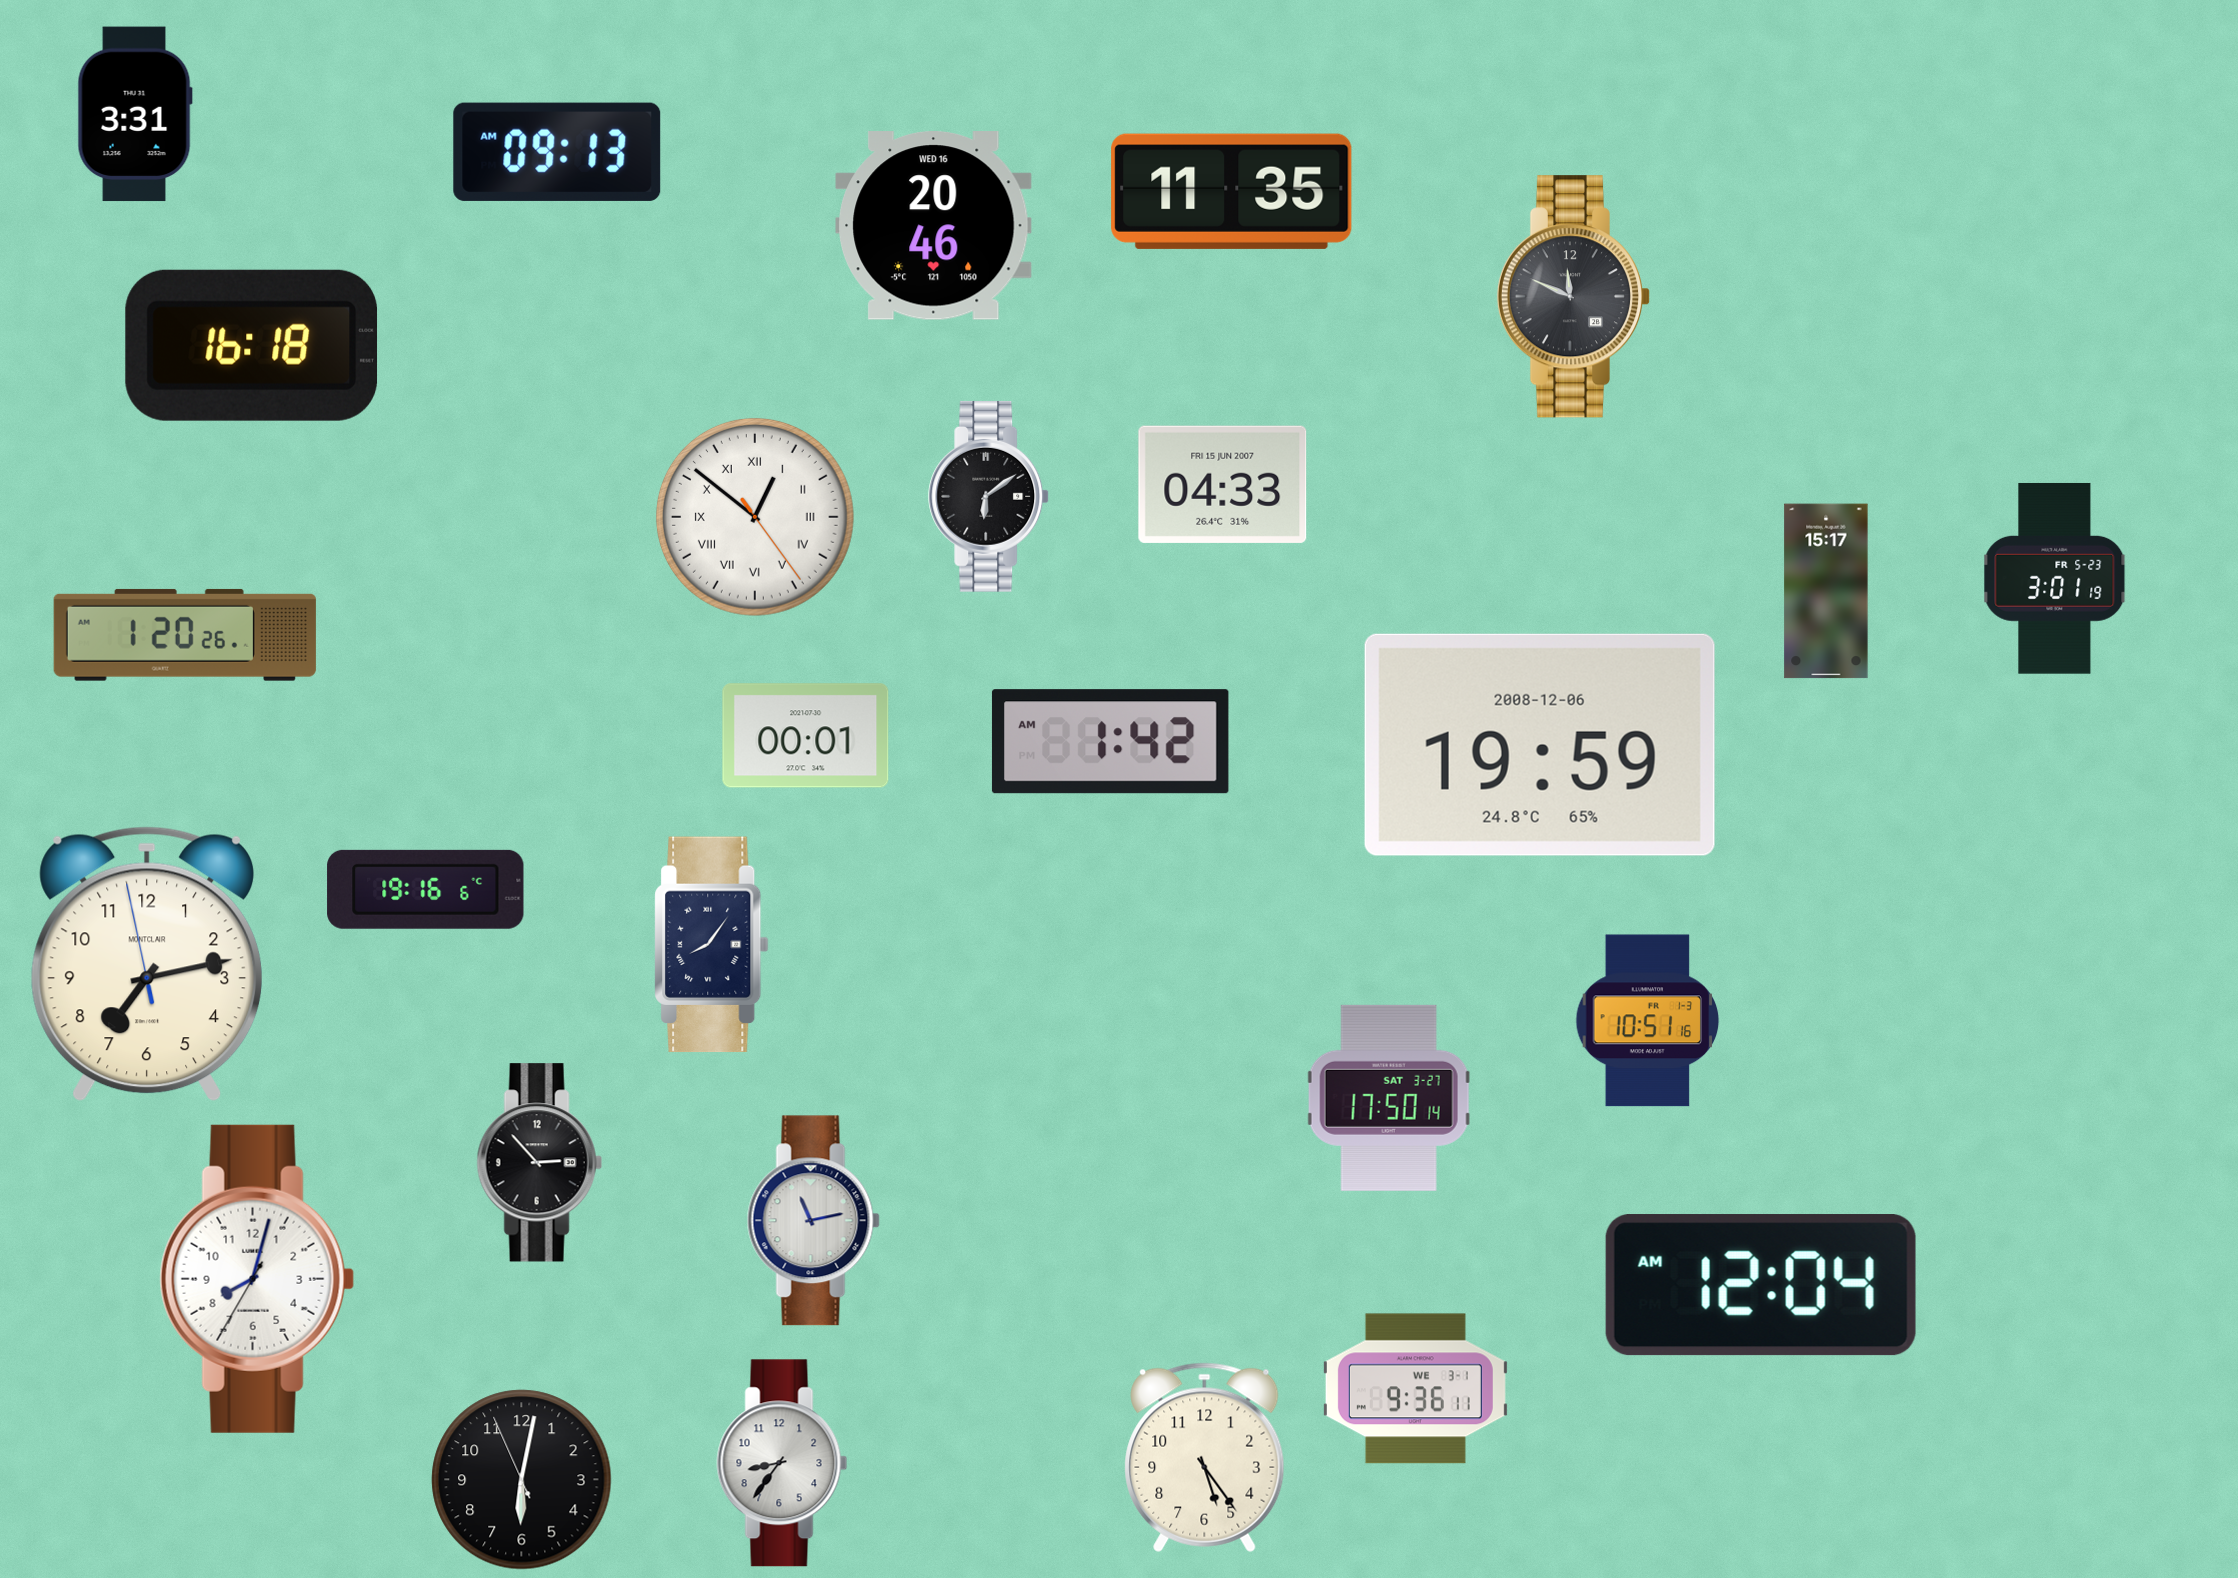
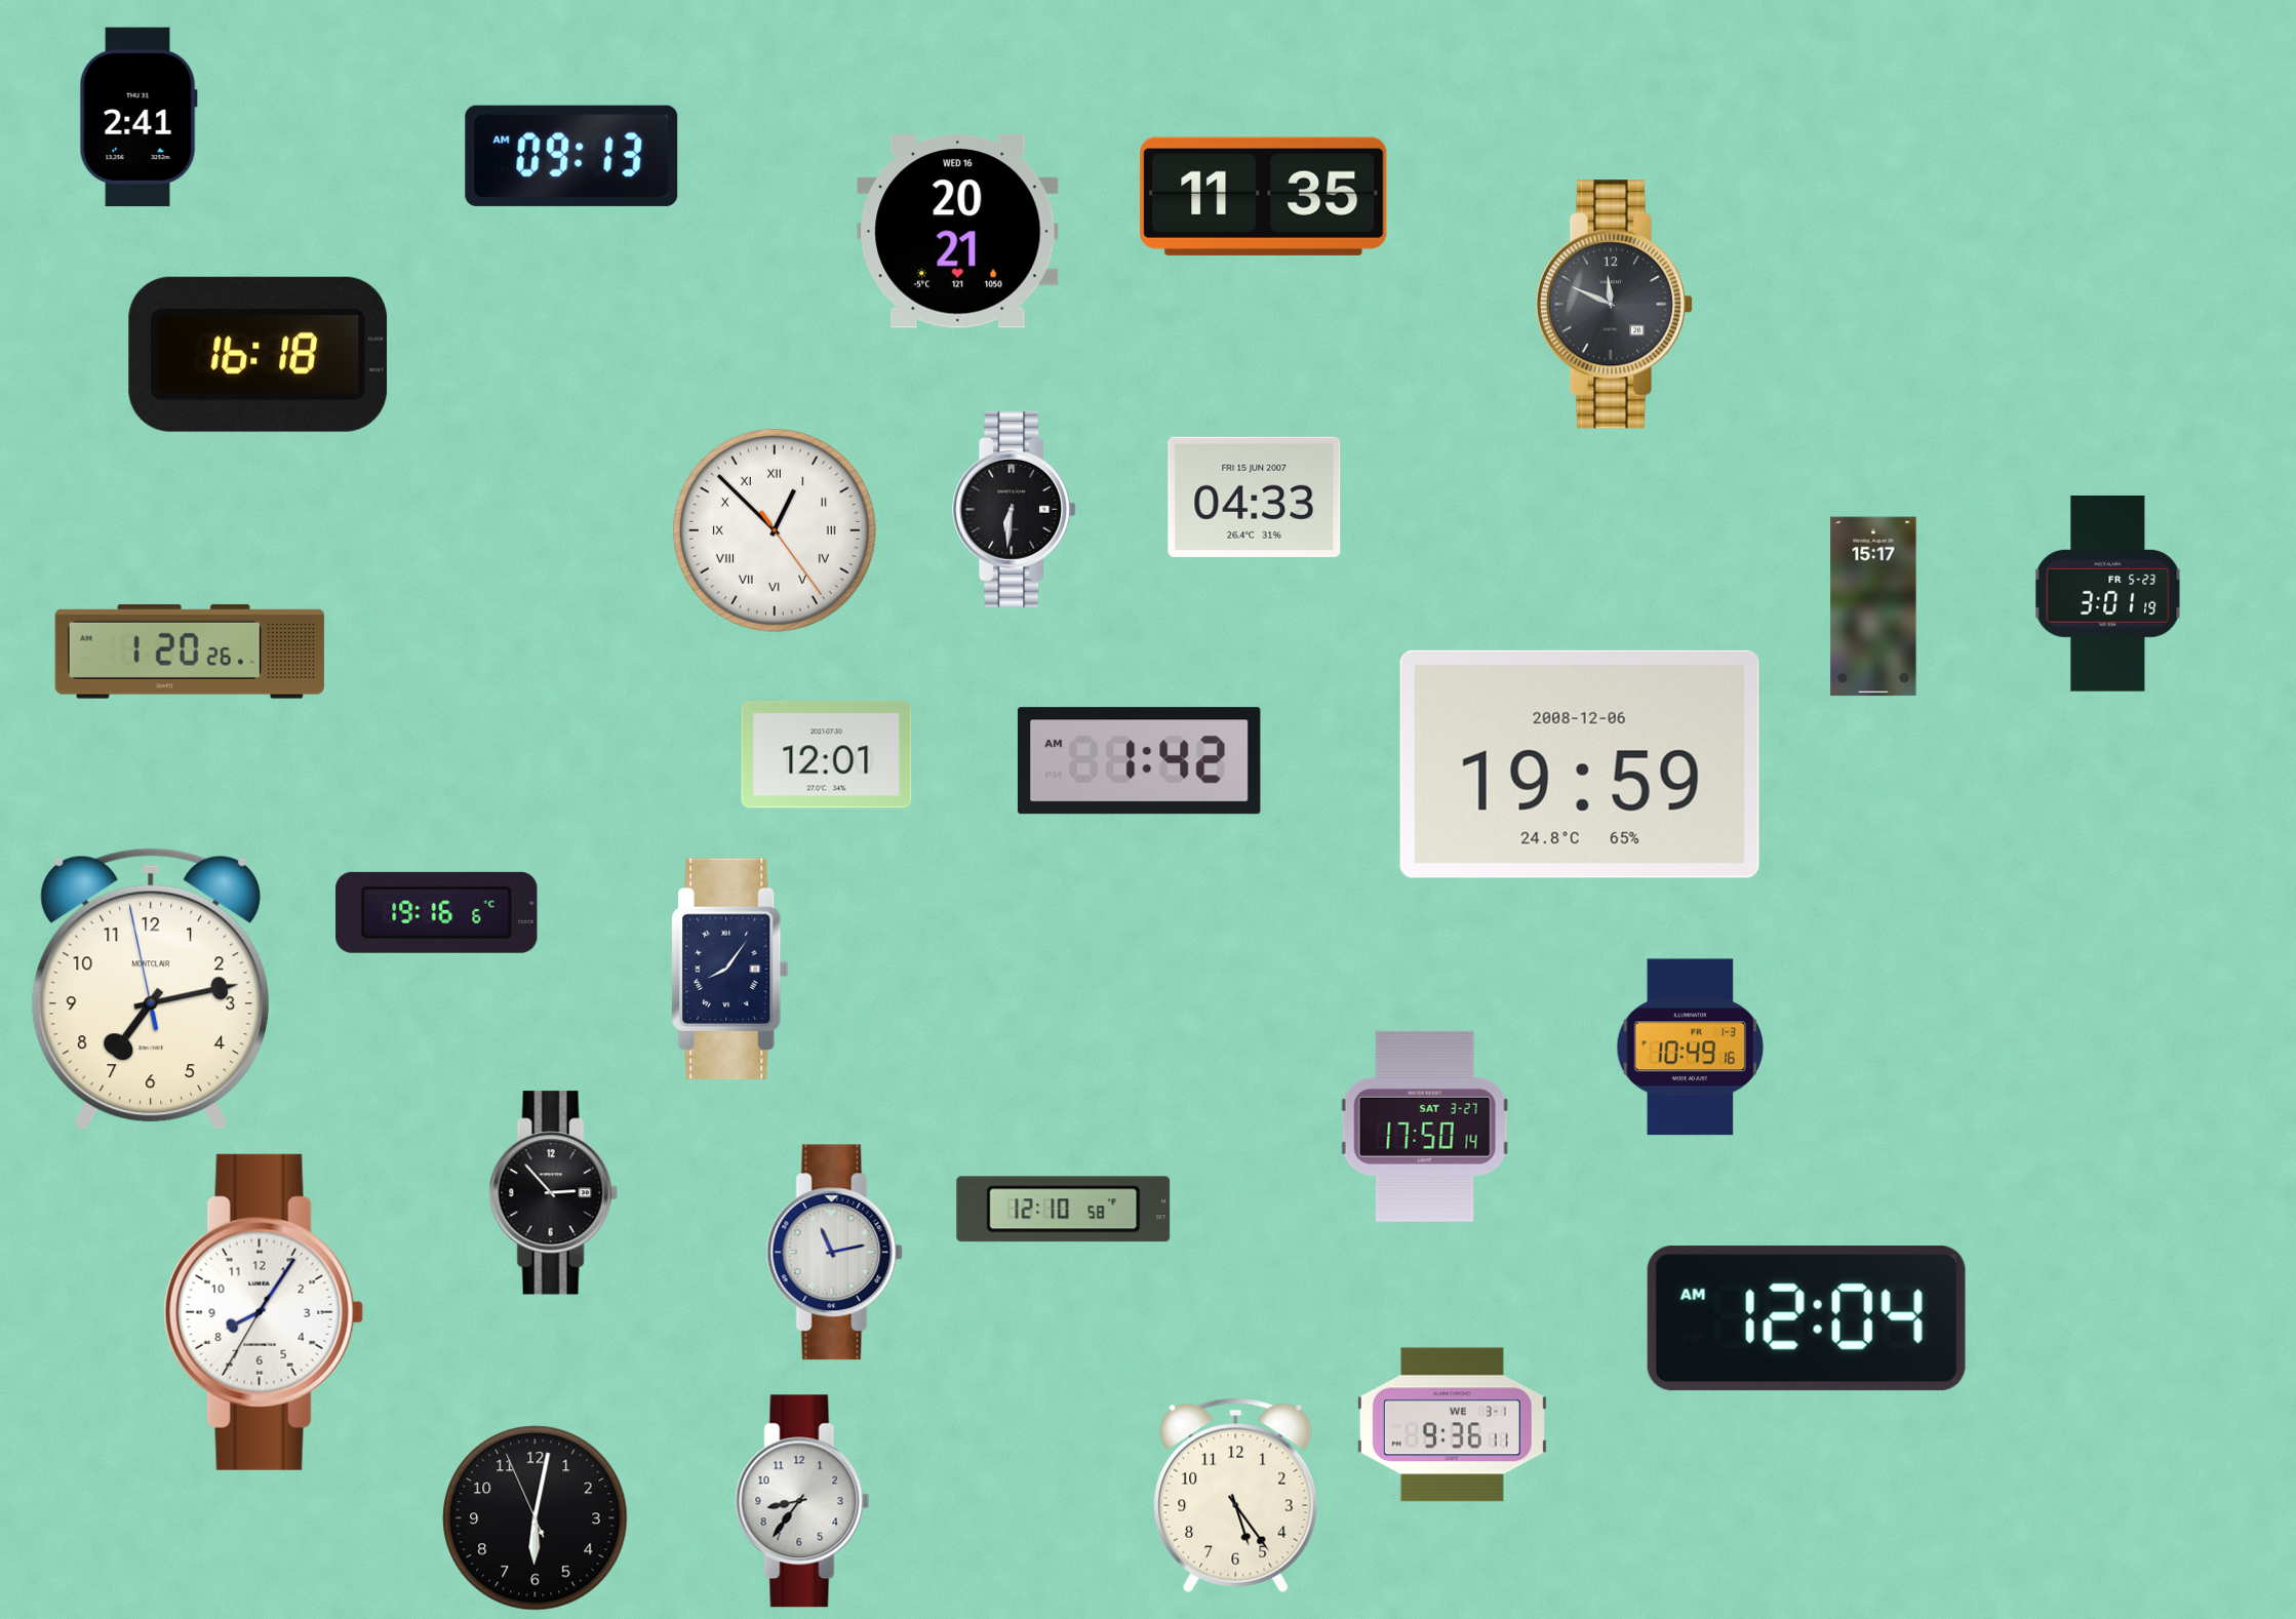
clock at (135, 114): 3:31 -> 2:41
clock at (934, 226): 20:46 -> 20:21
clock at (989, 496): 6:09 -> 6:31
clock at (755, 517): 12:51 -> 12:52
clock at (806, 736): 00:01 -> 12:01
clock at (1648, 1021): 10:51 -> 10:49
clock at (1064, 1210): none -> 12:10
clock at (257, 1279): 8:02 -> 8:05
